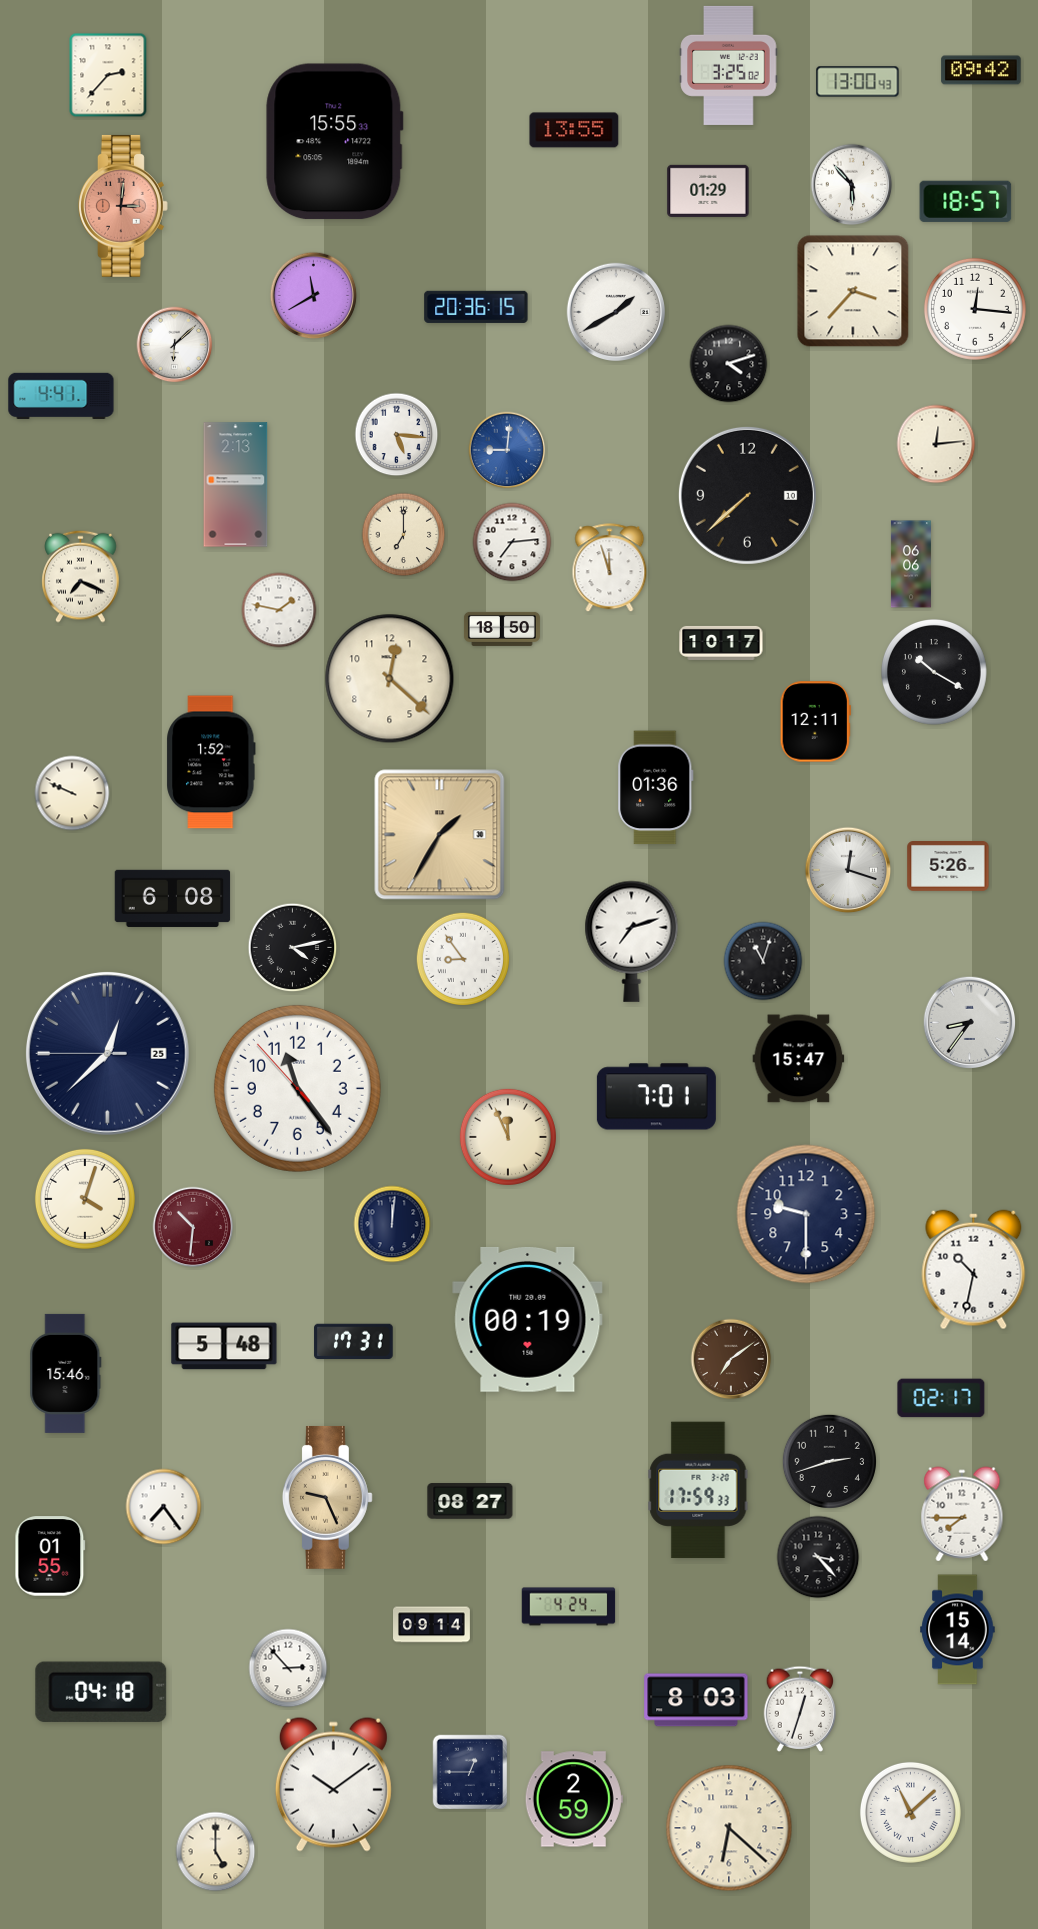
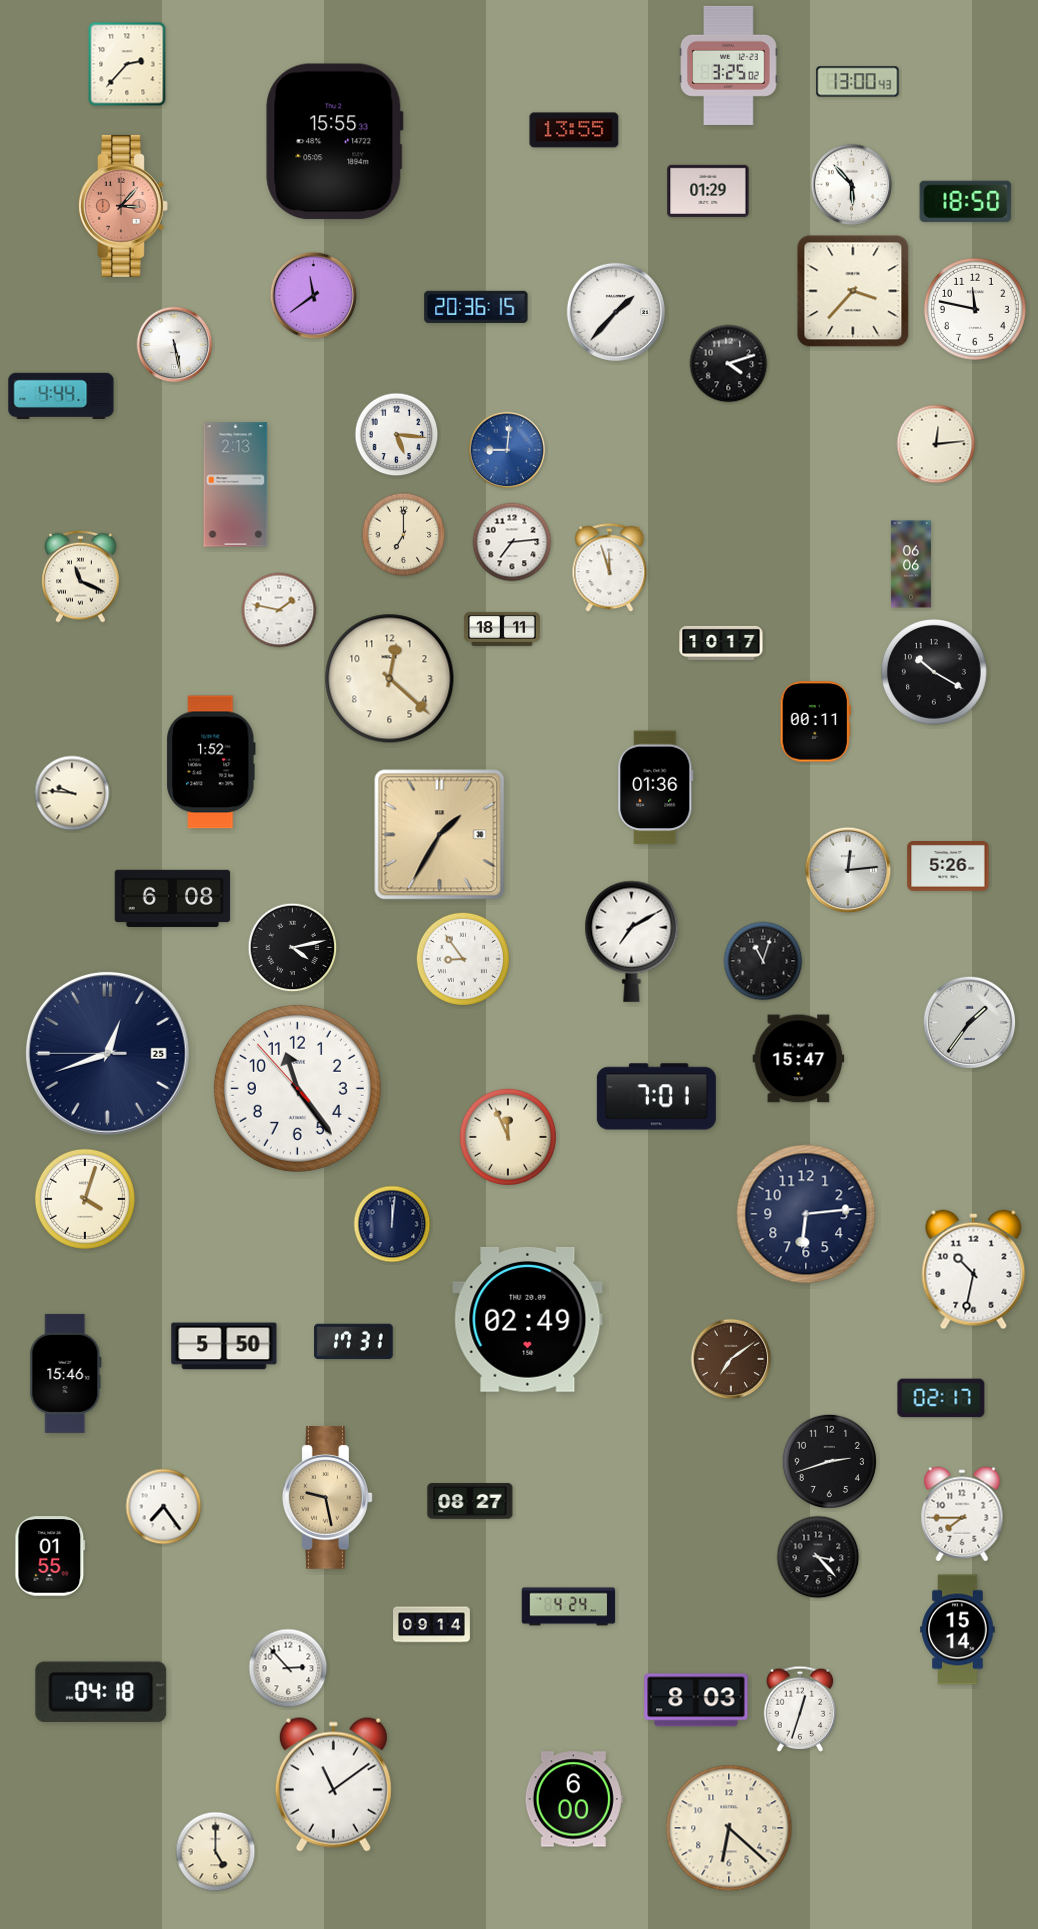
clock at (981, 70): 09:42 -> none
clock at (108, 75) position: (108, 75) -> (127, 64)
clock at (966, 201): 18:57 -> 18:50
clock at (123, 206): 3:01 -> 3:07
clock at (314, 296): 11:40 -> 11:39
clock at (975, 309): 12:16 -> 11:47
clock at (615, 311): 1:40 -> 1:37
clock at (175, 345): 6:08 -> 5:28
clock at (61, 396): 4:41 -> 4:44
clock at (747, 495): 7:38 -> none
clock at (81, 576): 7:19 -> 11:19
clock at (502, 629): 18:50 -> 18:11
clock at (815, 722): 12:11 -> 00:11
clock at (72, 793): 9:49 -> 9:46
clock at (848, 870): 12:18 -> 12:14
clock at (632, 941): 7:12 -> 7:10
clock at (970, 1023): 8:36 -> 1:36
clock at (107, 1053): 12:37 -> 12:41
clock at (806, 1214): 9:30 -> 6:14
clock at (193, 1227): 10:31 -> none
clock at (528, 1319): 00:19 -> 02:49
clock at (224, 1346): 5:48 -> 5:50
clock at (698, 1490): 17:59 -> none
clock at (327, 1497): 9:26 -> 9:28
clock at (470, 1772): 12:45 -> none
clock at (333, 1784): 10:09 -> 11:09
clock at (574, 1799): 2:59 -> 6:00
clock at (910, 1812): 11:08 -> none
